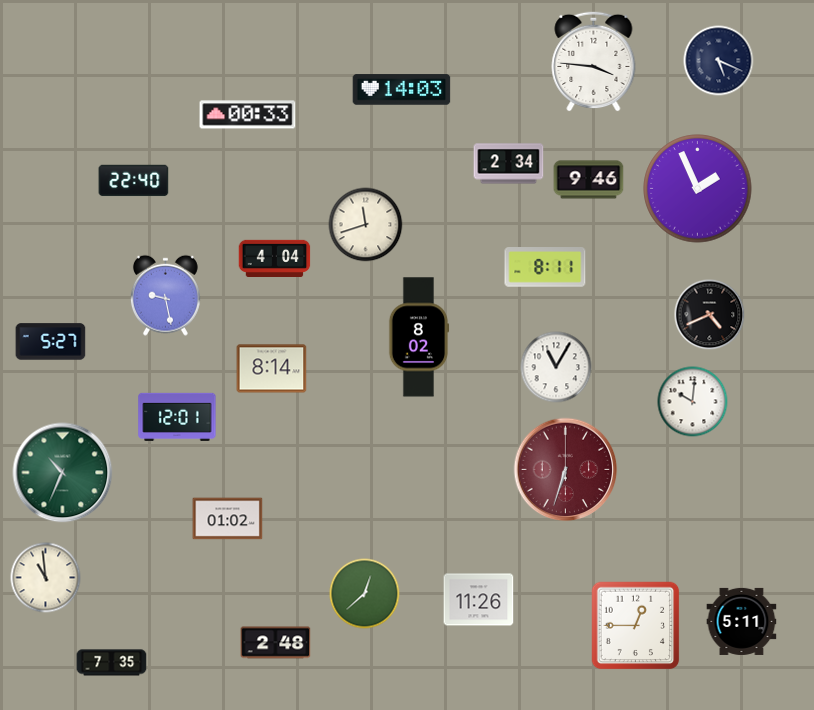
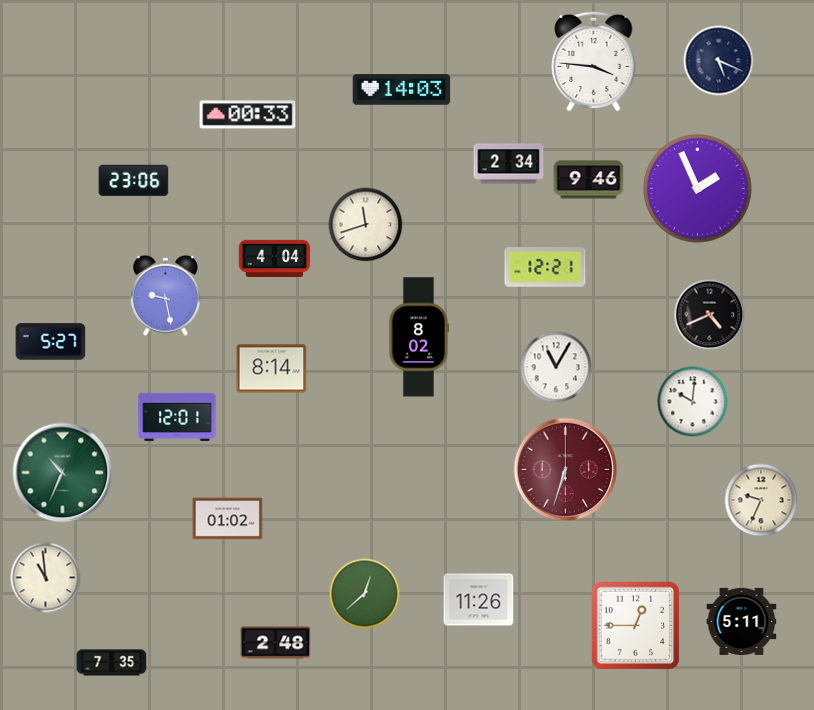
clock at (134, 181): 22:40 -> 23:06
clock at (545, 267): 8:11 -> 12:21
clock at (761, 500): none -> 9:34
